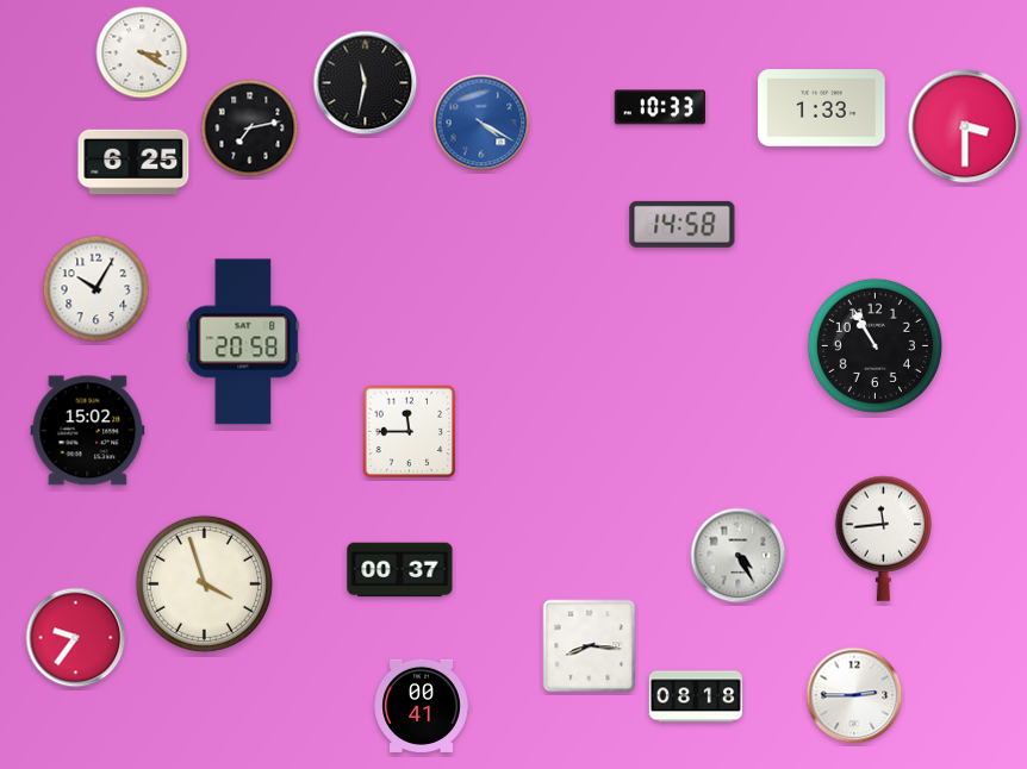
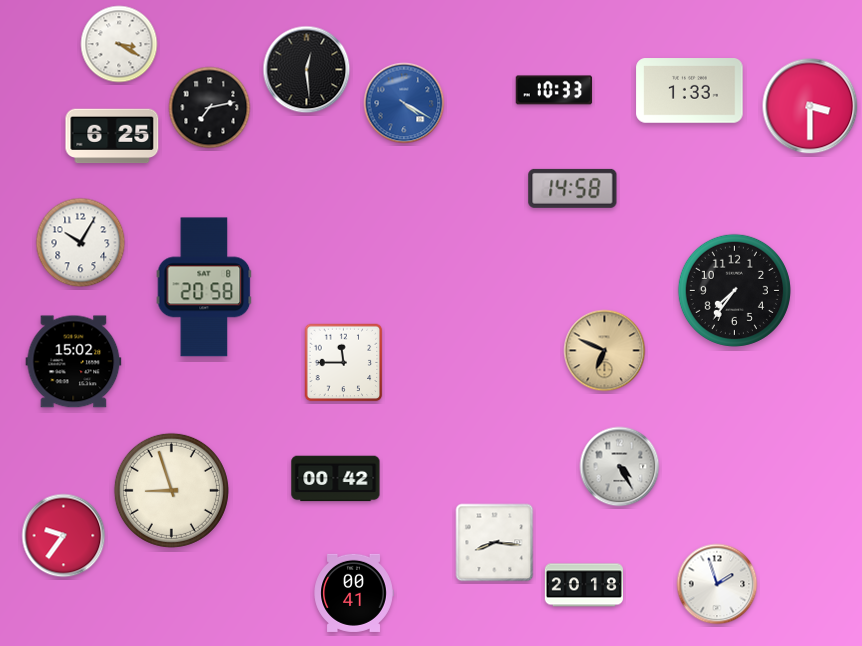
clock at (366, 83): 11:32 -> 12:29
clock at (874, 345): 10:55 -> 7:36
clock at (605, 351): none -> 6:49
clock at (883, 538): 11:44 -> none
clock at (400, 570): 00:37 -> 00:42
clock at (204, 583): 3:57 -> 8:57
clock at (854, 695): 2:45 -> 1:57
clock at (696, 696): 08:18 -> 20:18
